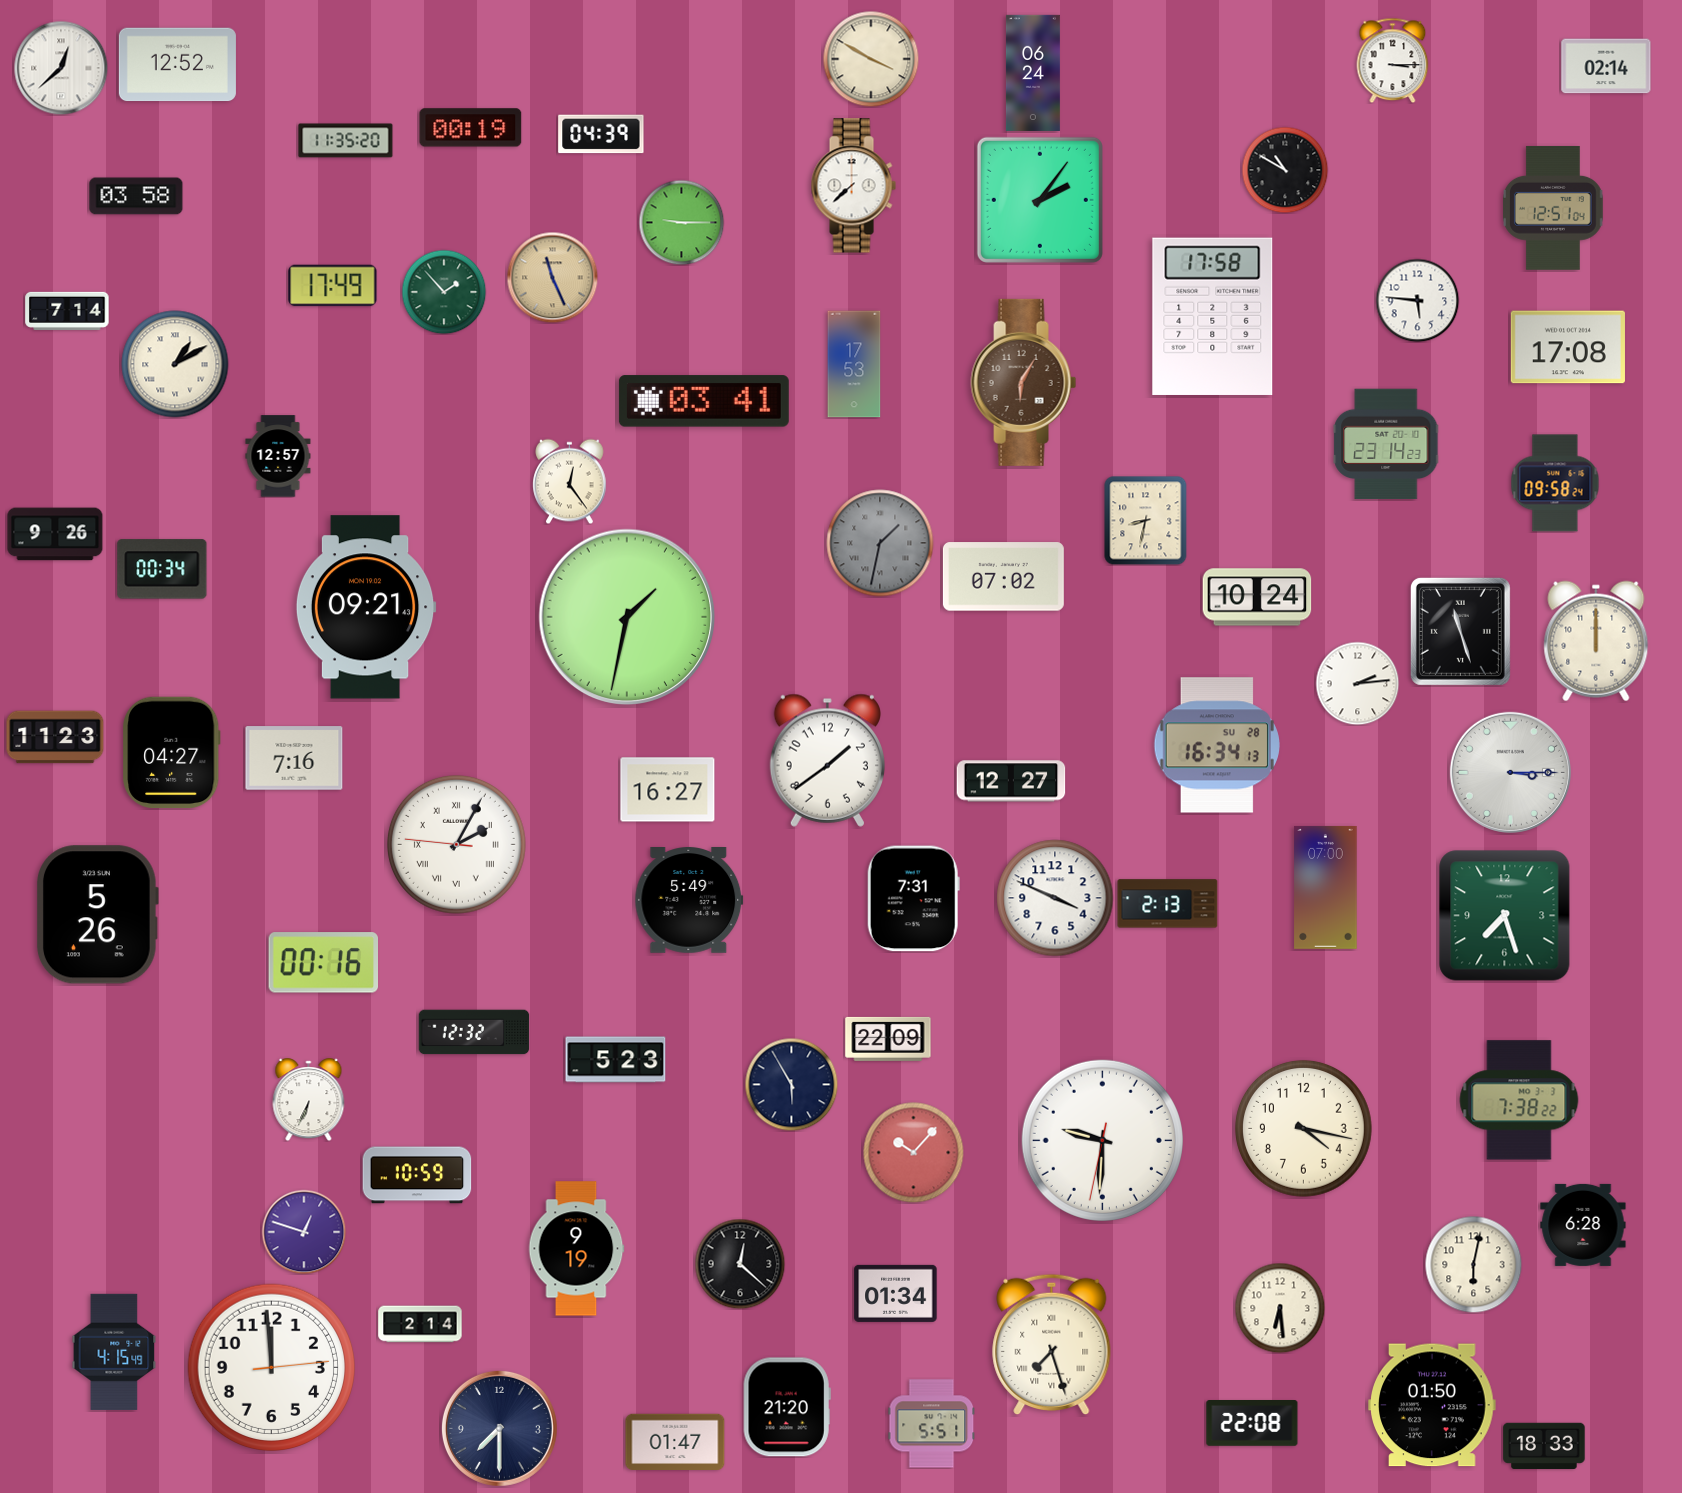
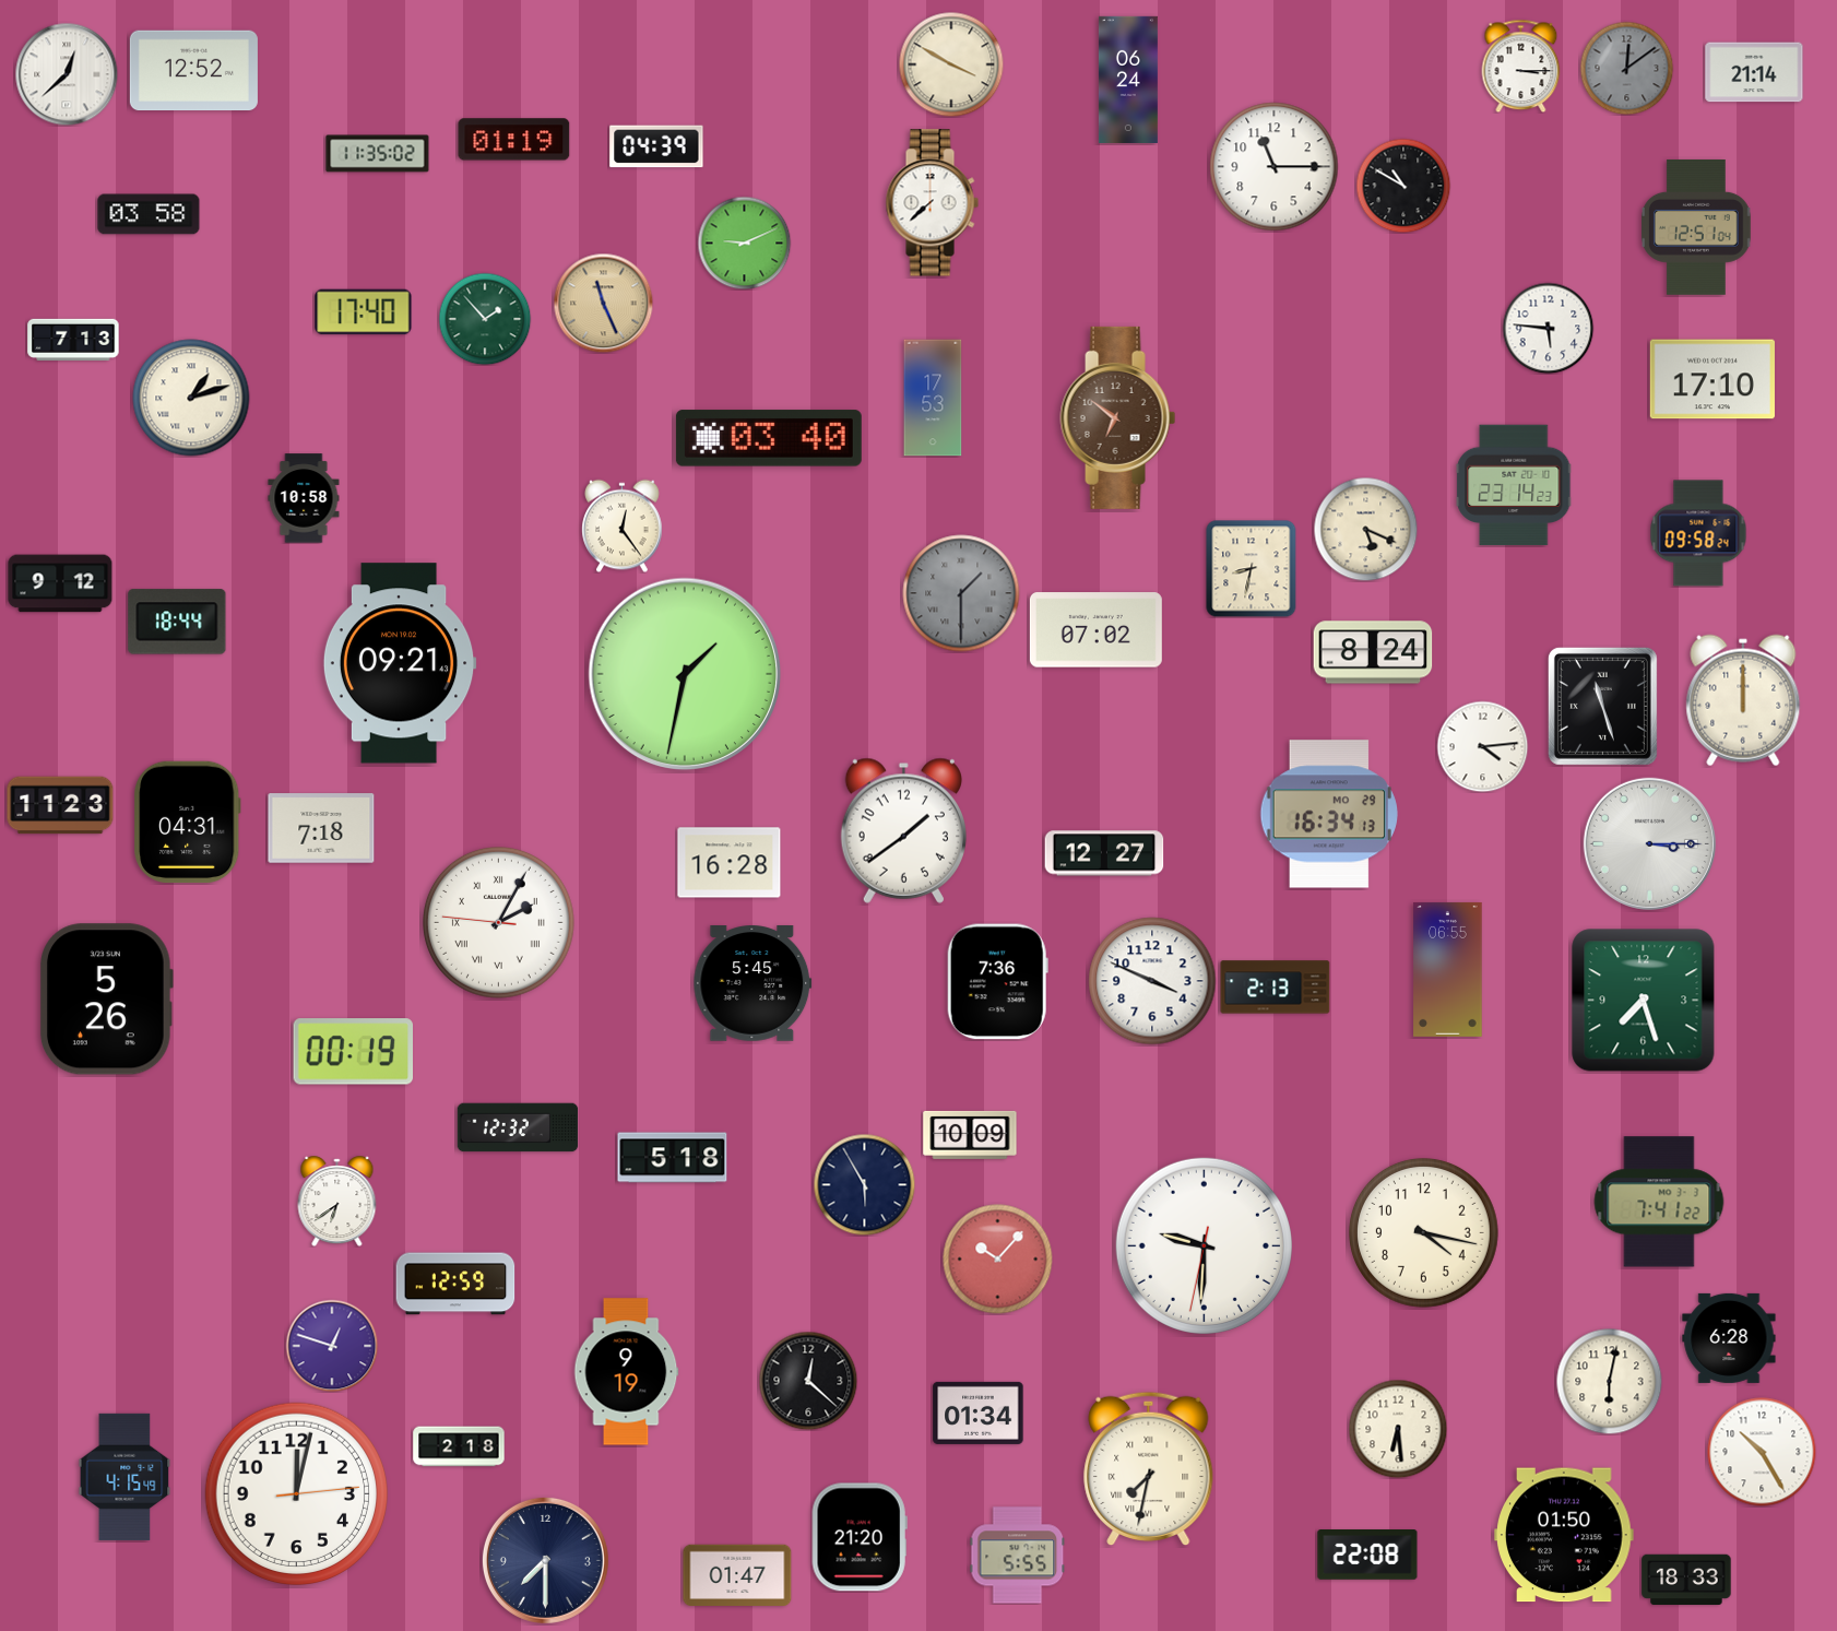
clock at (1626, 68): none -> 12:09
clock at (1606, 66): 02:14 -> 21:14
clock at (471, 128): 00:19 -> 01:19
clock at (346, 141): 11:35:20 -> 11:35:02
clock at (1275, 167): none -> 11:15
clock at (1040, 200): 2:06 -> none
clock at (681, 222): 9:15 -> 9:11
clock at (333, 286): 17:49 -> 17:40
clock at (67, 311): 7:14 -> 7:13
clock at (1213, 316): 17:58 -> none
clock at (1568, 347): 17:08 -> 17:10
clock at (175, 364): 1:10 -> 1:12
clock at (1024, 382): 6:05 -> 6:51
clock at (704, 401): 03:41 -> 03:40
clock at (278, 456): 12:57 -> 10:58
clock at (1555, 483) position: (1555, 483) -> (1698, 533)
clock at (1365, 529): none -> 5:19
clock at (55, 534): 9:26 -> 9:12
clock at (880, 543): 1:32 -> 1:30
clock at (162, 569): 00:34 -> 18:44
clock at (1257, 597): 10:24 -> 8:24
clock at (1460, 631) position: (1460, 631) -> (1602, 706)
clock at (1357, 683): 2:14 -> 4:14
clock at (1217, 745) date: SU 28 -> MO 29
clock at (172, 753): 04:27 -> 04:31
clock at (294, 758): 7:16 -> 7:18
clock at (668, 790): 16:27 -> 16:28
clock at (1326, 887): 07:00 -> 06:55
clock at (913, 899): 7:31 -> 7:36
clock at (689, 900): 5:49 -> 5:45
clock at (323, 963): 00:16 -> 00:19
clock at (888, 1039): 22:09 -> 10:09
clock at (616, 1060): 5:23 -> 5:18
clock at (309, 1100): 6:34 -> 6:39
clock at (1519, 1100): 7:38 -> 7:41
clock at (417, 1175): 10:59 -> 12:59
clock at (576, 1249) position: (576, 1249) -> (626, 1372)
clock at (420, 1324): 2:14 -> 2:18
clock at (1762, 1452): none -> 10:25
clock at (1052, 1345): 7:27 -> 7:32
clock at (271, 1367): 11:59 -> 12:02
clock at (932, 1424): 5:51 -> 5:55
